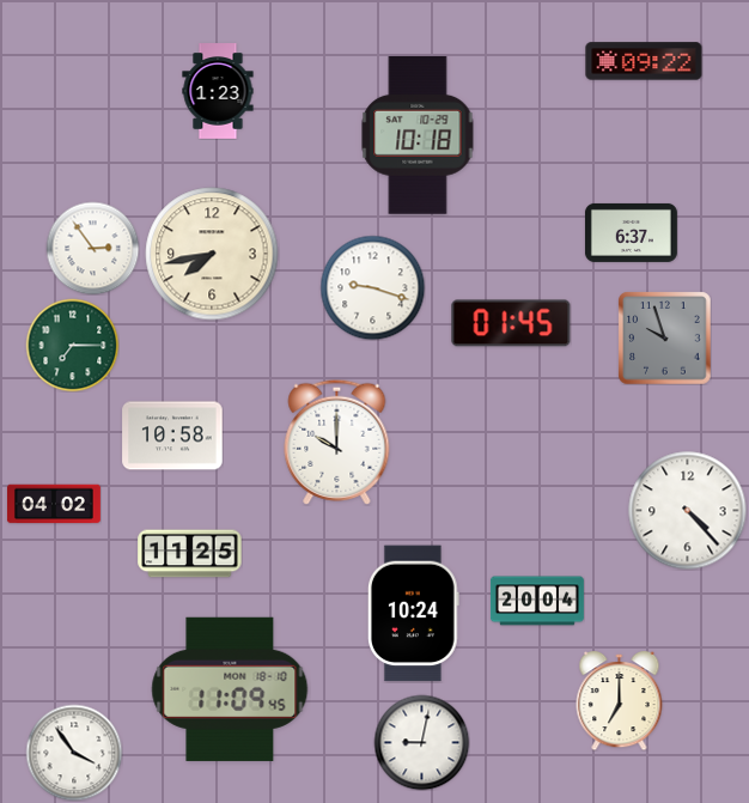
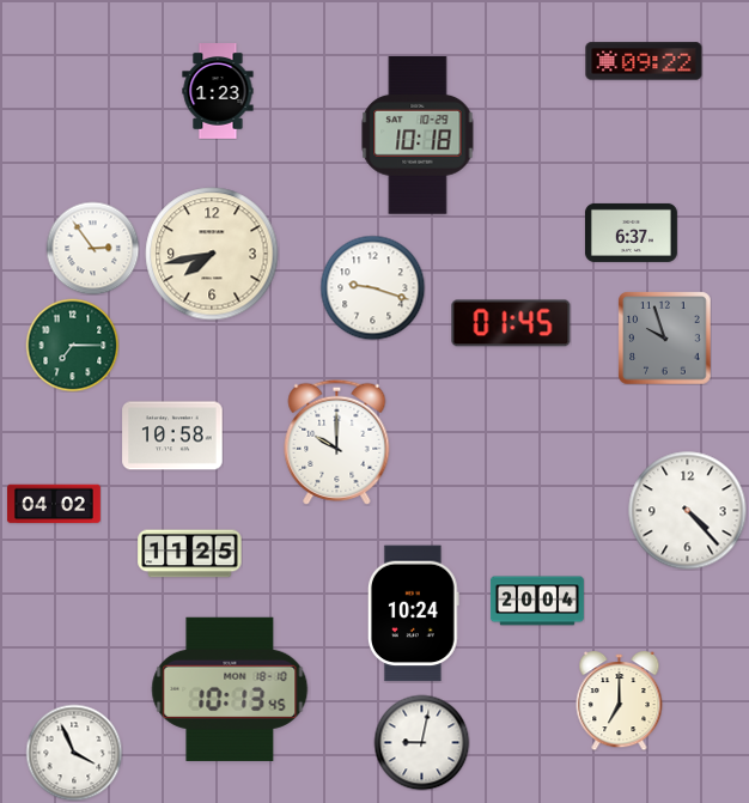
clock at (230, 689): 11:09 -> 10:13
clock at (74, 753): 3:54 -> 3:56
